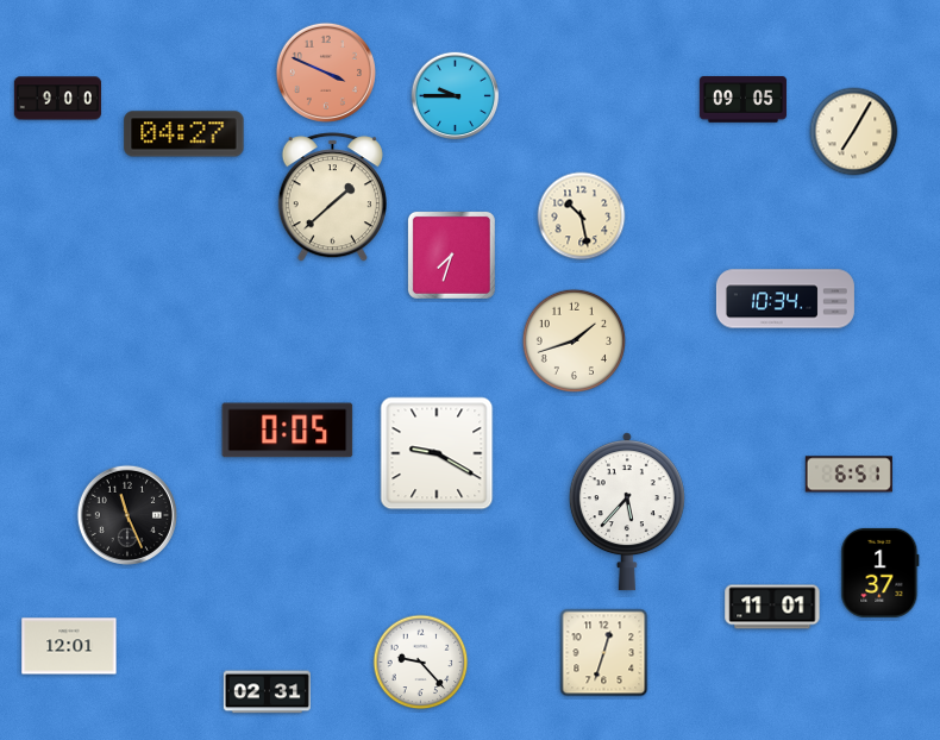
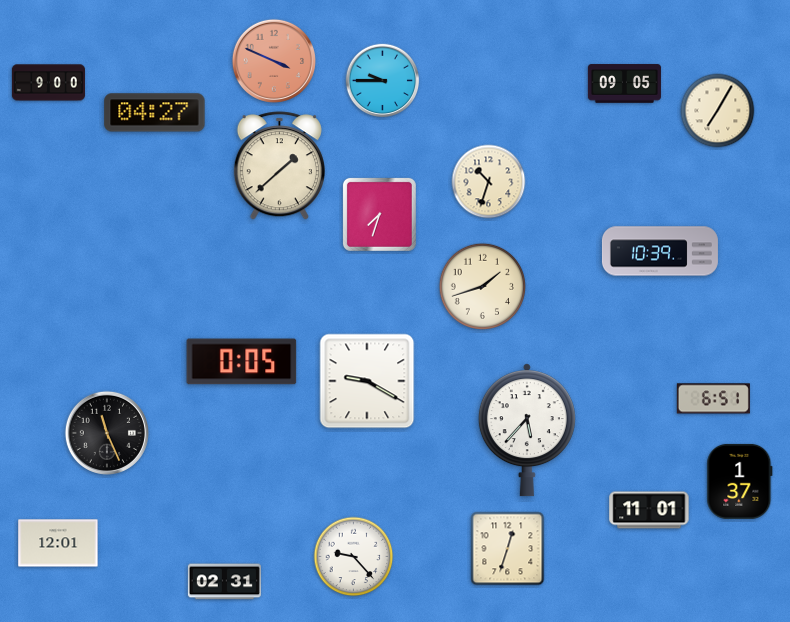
clock at (582, 217): 10:28 -> 10:33
clock at (785, 299): 10:34 -> 10:39
